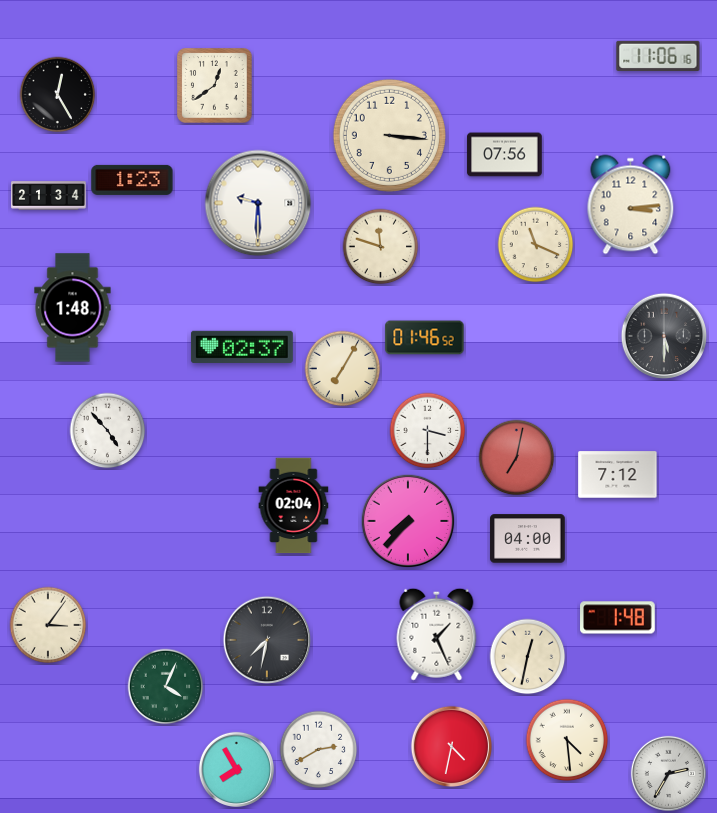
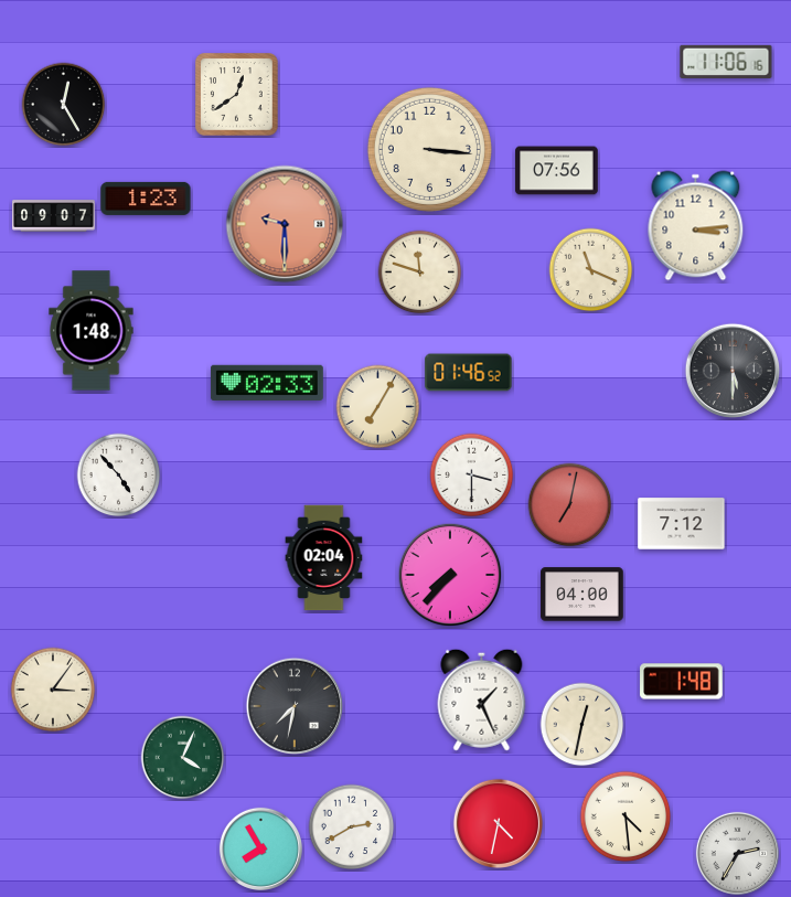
clock at (49, 196): 21:34 -> 09:07
clock at (258, 203) dial: white -> salmon
clock at (73, 308) position: (73, 308) -> (92, 331)
clock at (242, 347): 02:37 -> 02:33
